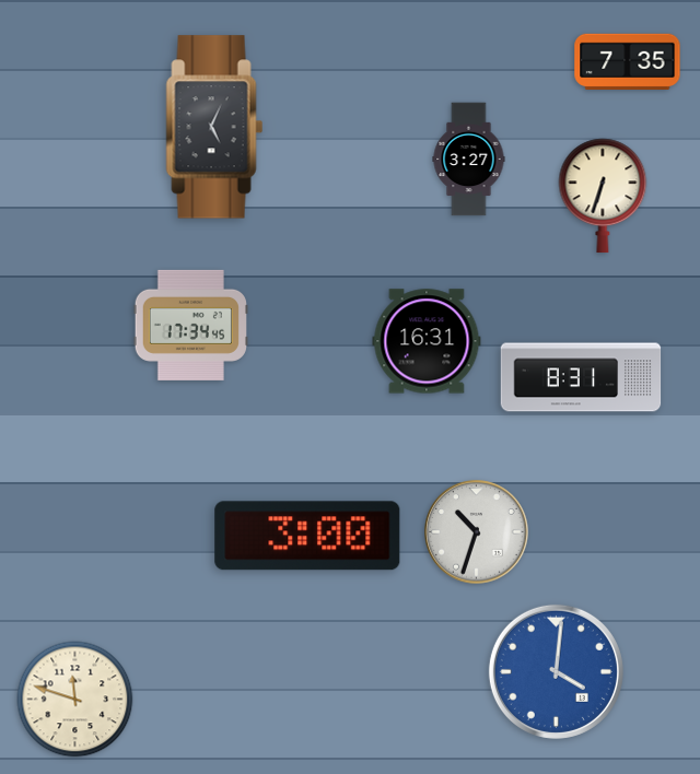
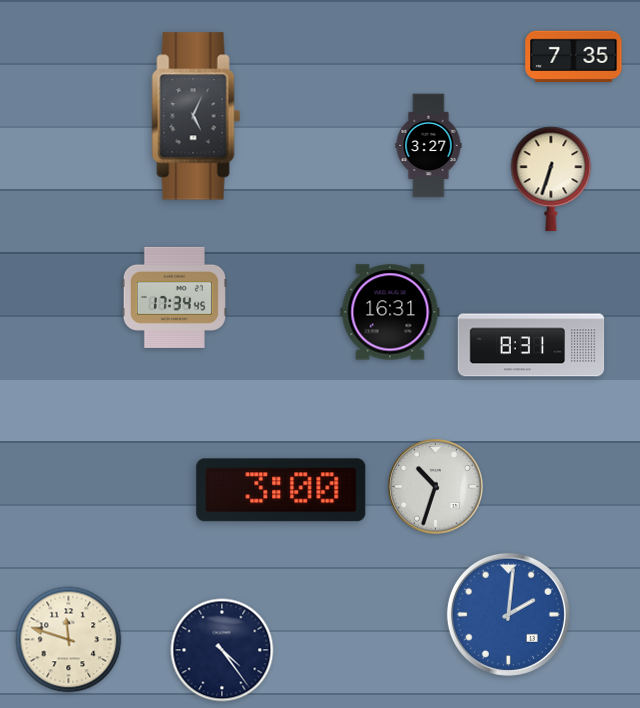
clock at (556, 671): 4:01 -> 2:01
clock at (222, 650): none -> 4:24
